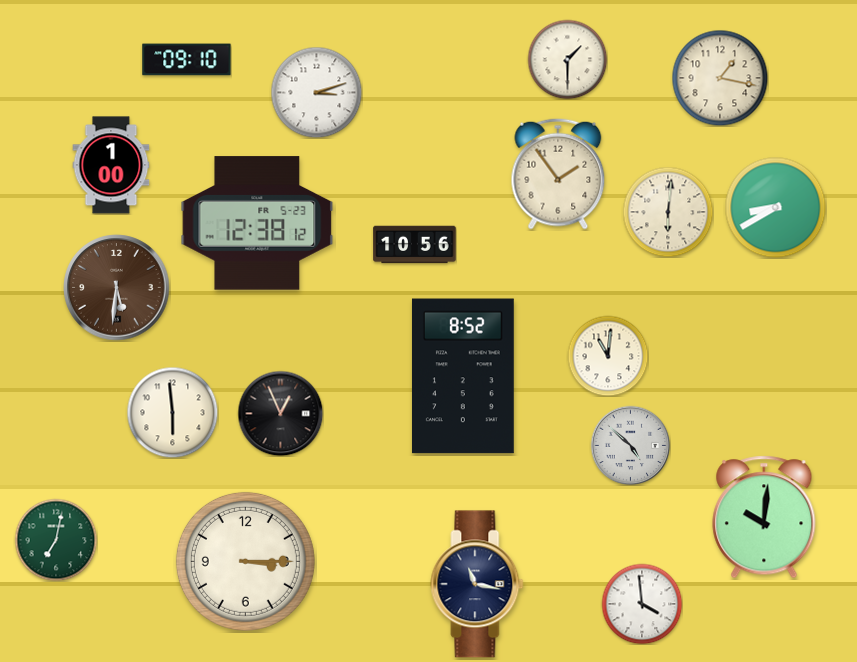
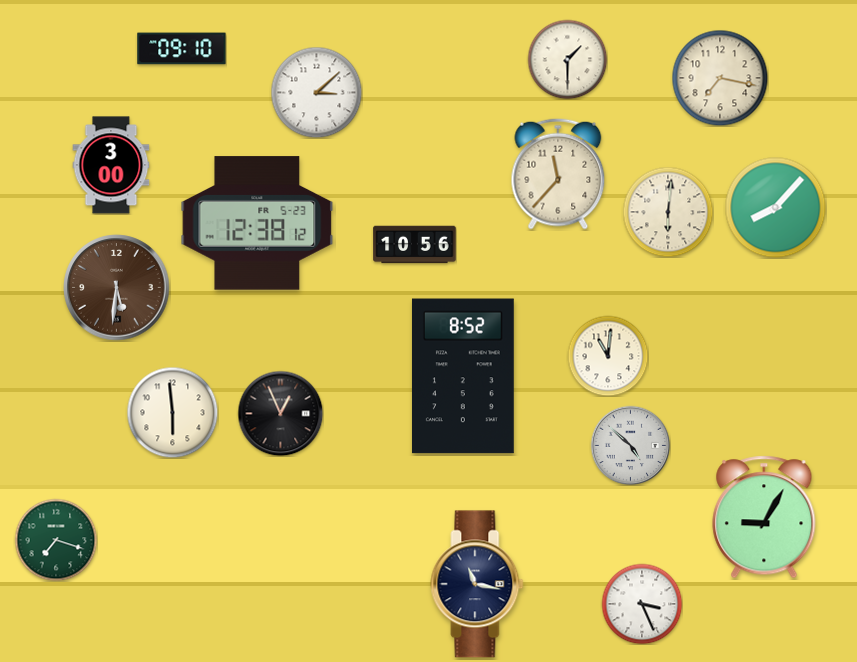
clock at (187, 60) position: (187, 60) -> (182, 49)
clock at (720, 78): 1:17 -> 7:17
clock at (316, 92): 3:12 -> 3:08
clock at (111, 165): 1:00 -> 3:00
clock at (558, 174): 1:54 -> 11:37
clock at (776, 208): 8:40 -> 8:07
clock at (764, 517): 10:01 -> 9:05
clock at (56, 540): 7:02 -> 7:18
clock at (245, 561): 3:15 -> none
clock at (642, 604): 3:59 -> 3:26
